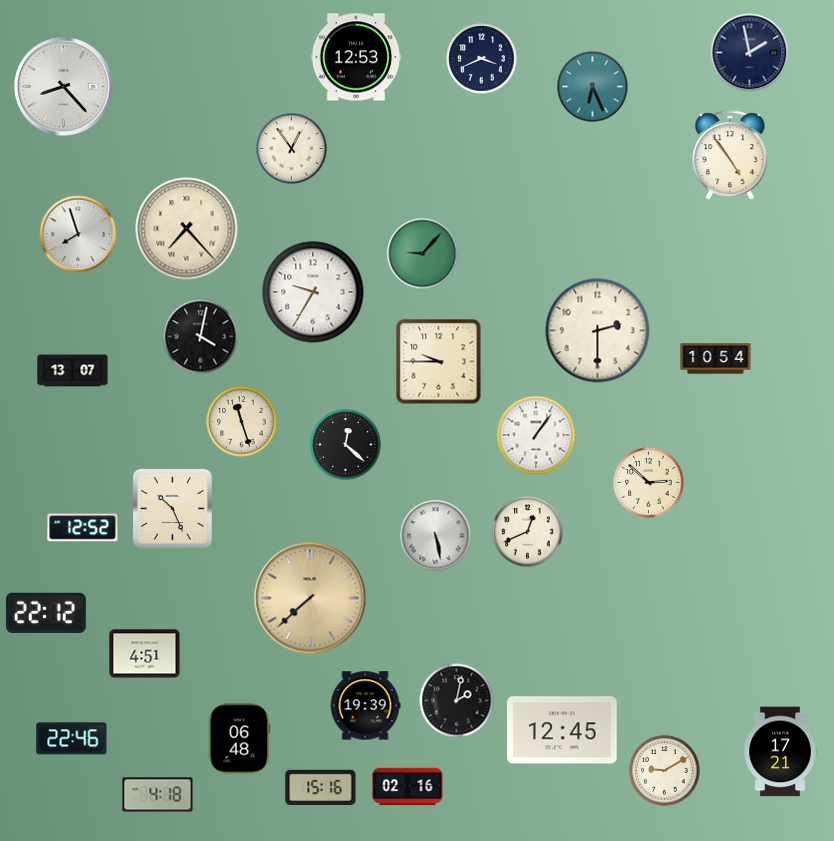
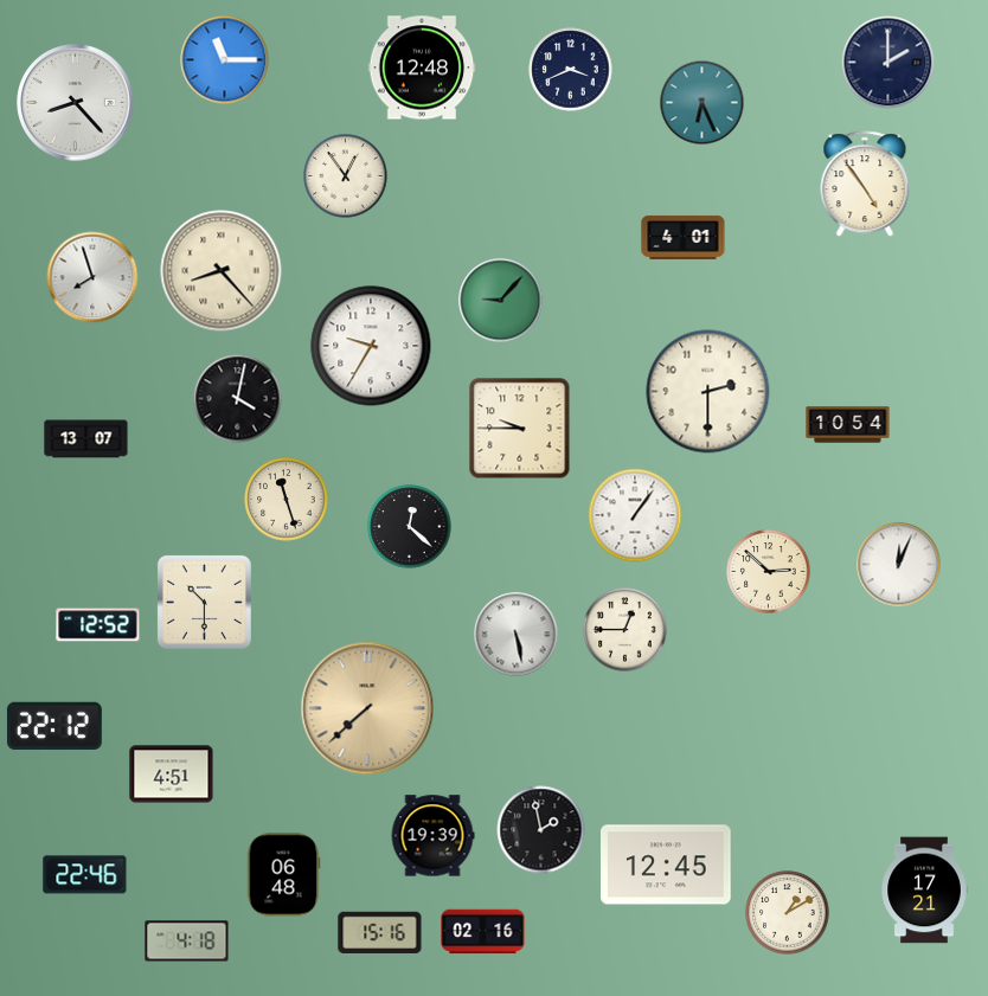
clock at (225, 60): none -> 11:15
clock at (750, 53): 1:58 -> 2:00
clock at (356, 57): 12:53 -> 12:48
clock at (684, 237): none -> 4:01
clock at (187, 229): 7:23 -> 8:23
clock at (899, 565): none -> 12:04
clock at (172, 508): 10:26 -> 10:30
clock at (528, 532): 12:41 -> 12:45
clock at (457, 701): 2:02 -> 1:58
clock at (665, 771): 9:10 -> 1:10
